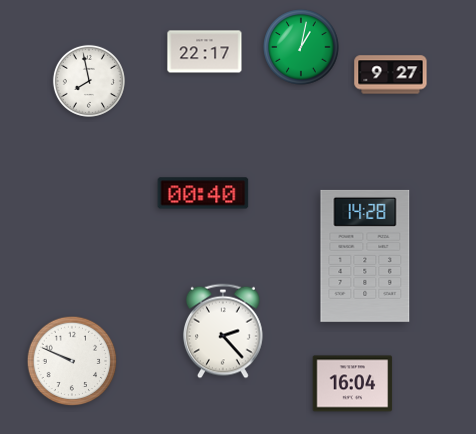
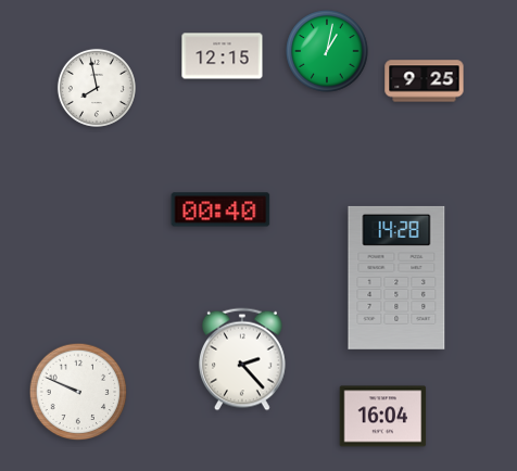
clock at (205, 52): 22:17 -> 12:15
clock at (391, 75): 9:27 -> 9:25
